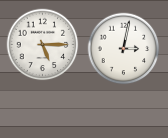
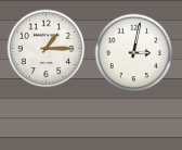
clock at (43, 45): 5:15 -> 1:15
